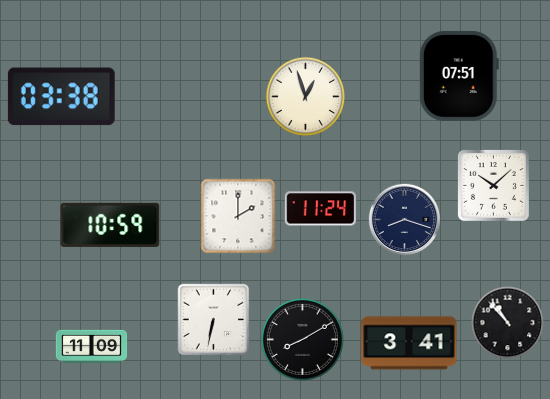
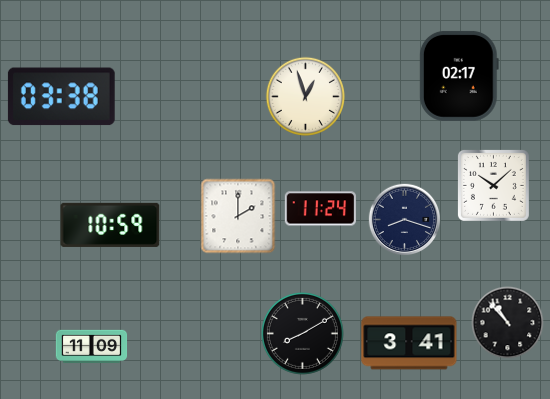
clock at (459, 76): 07:51 -> 02:17
clock at (214, 320): 6:32 -> none
clock at (302, 339) position: (302, 339) -> (302, 333)
